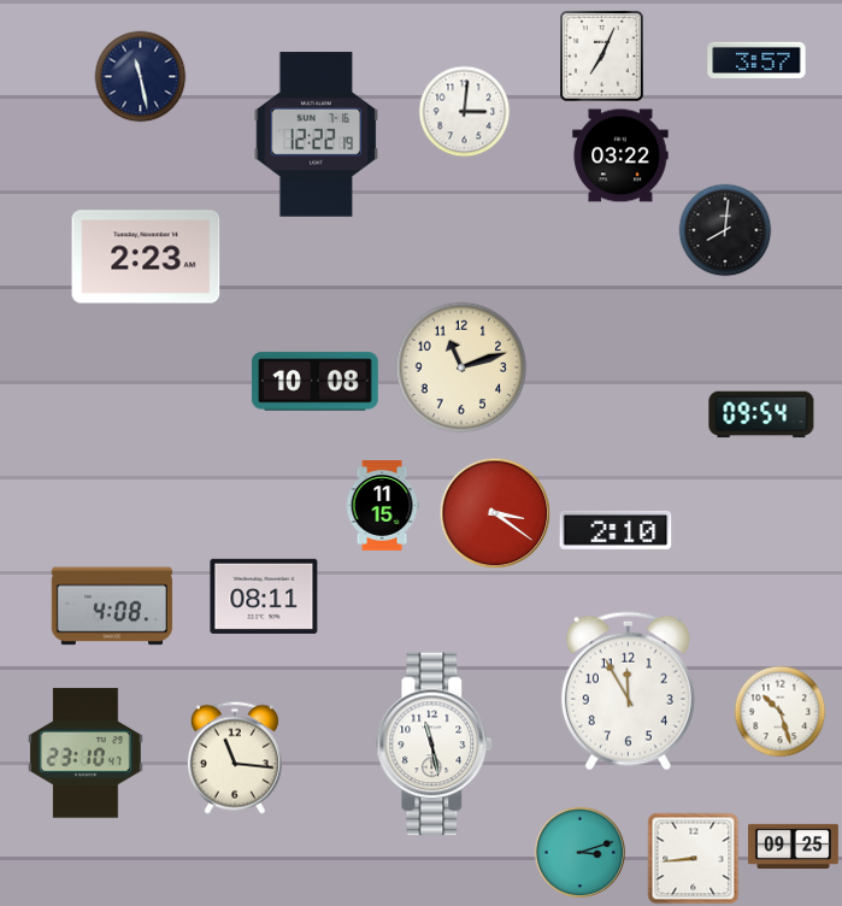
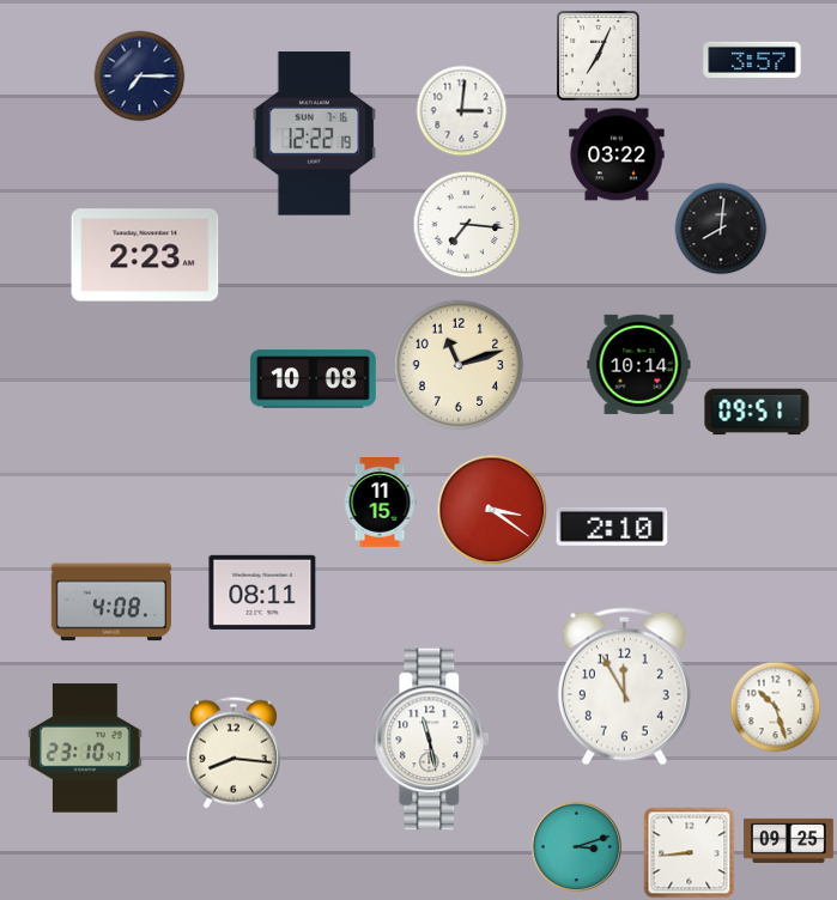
clock at (141, 77): 11:28 -> 7:15
clock at (467, 225): none -> 7:16
clock at (639, 364): none -> 10:14
clock at (761, 414): 09:54 -> 09:51
clock at (235, 758): 11:16 -> 8:16
